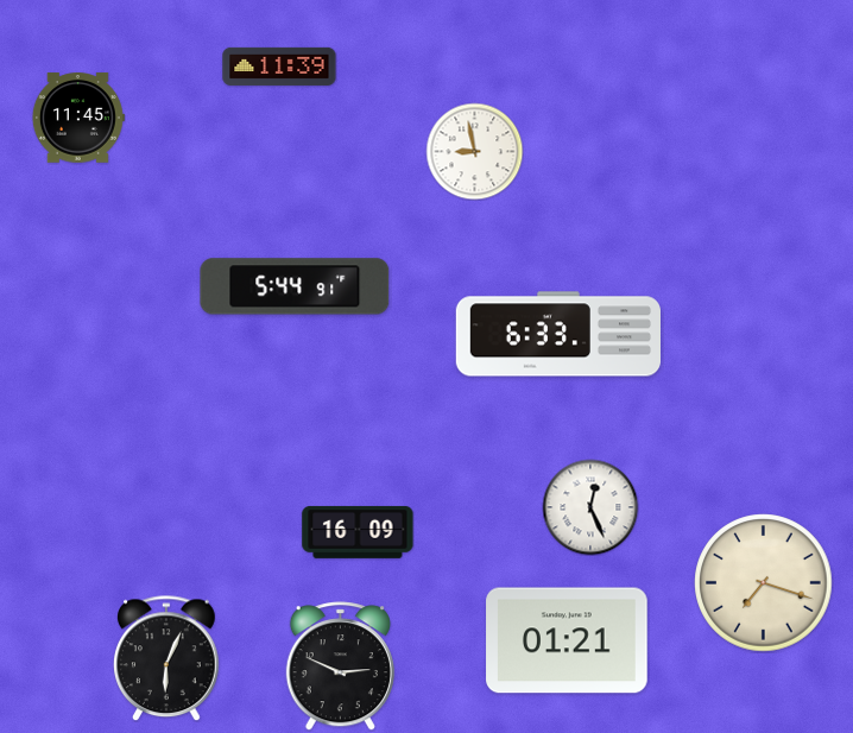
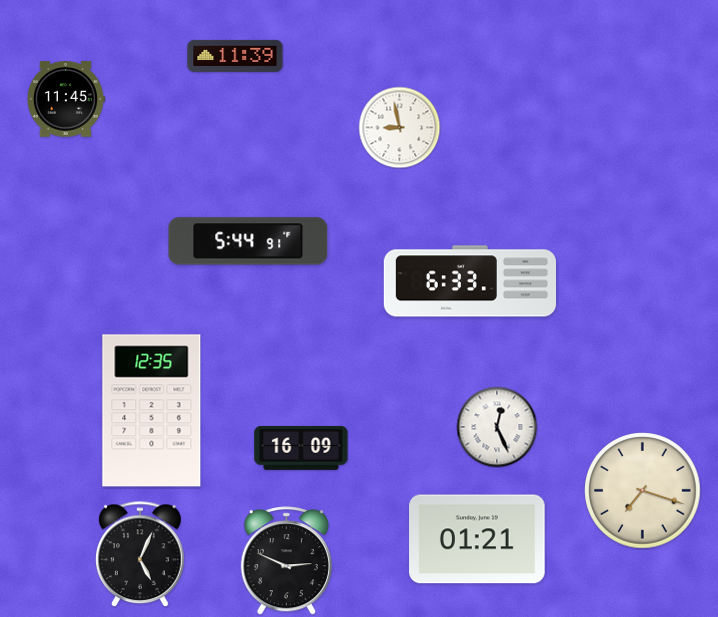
clock at (152, 411): none -> 12:35
clock at (168, 658): 6:04 -> 5:04
